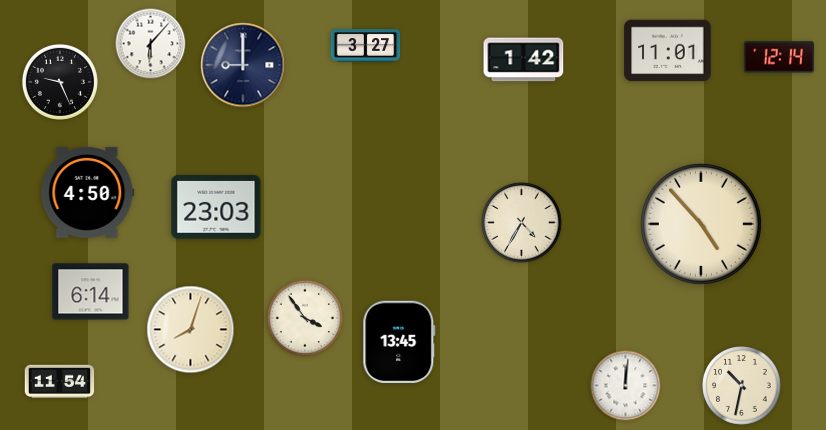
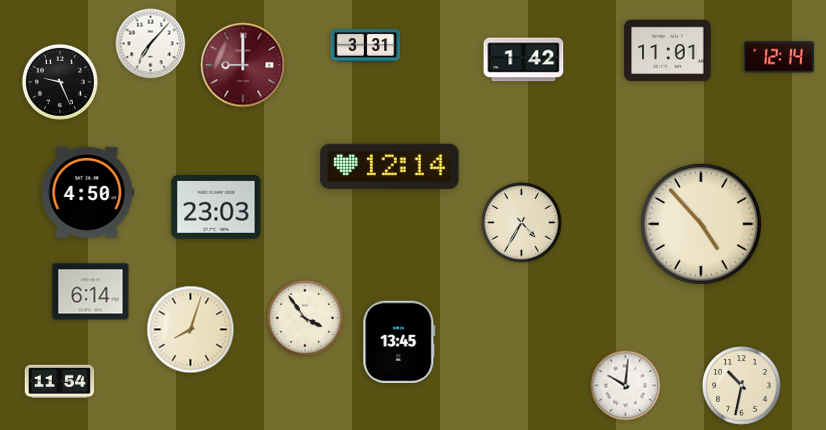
clock at (151, 44): 6:07 -> 7:07
clock at (366, 46): 3:27 -> 3:31
clock at (243, 65) dial: navy -> burgundy
clock at (390, 166): none -> 12:14
clock at (626, 386): 12:01 -> 10:01
